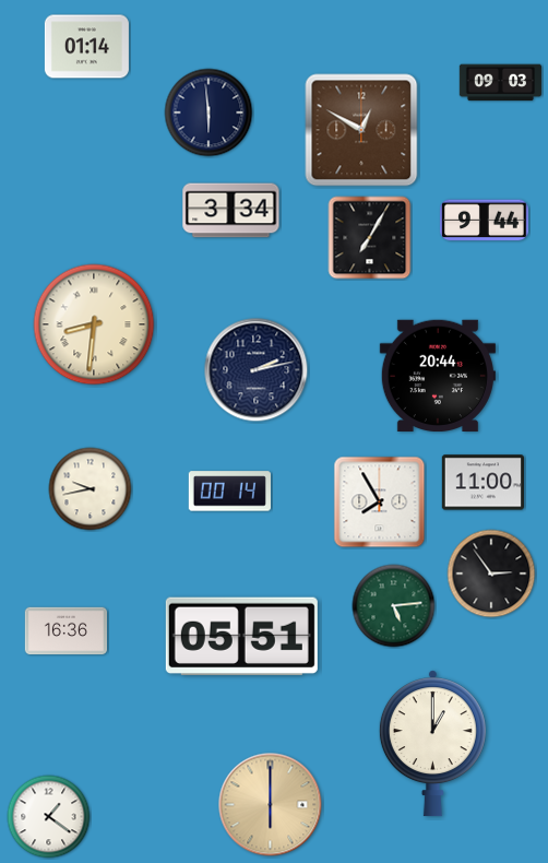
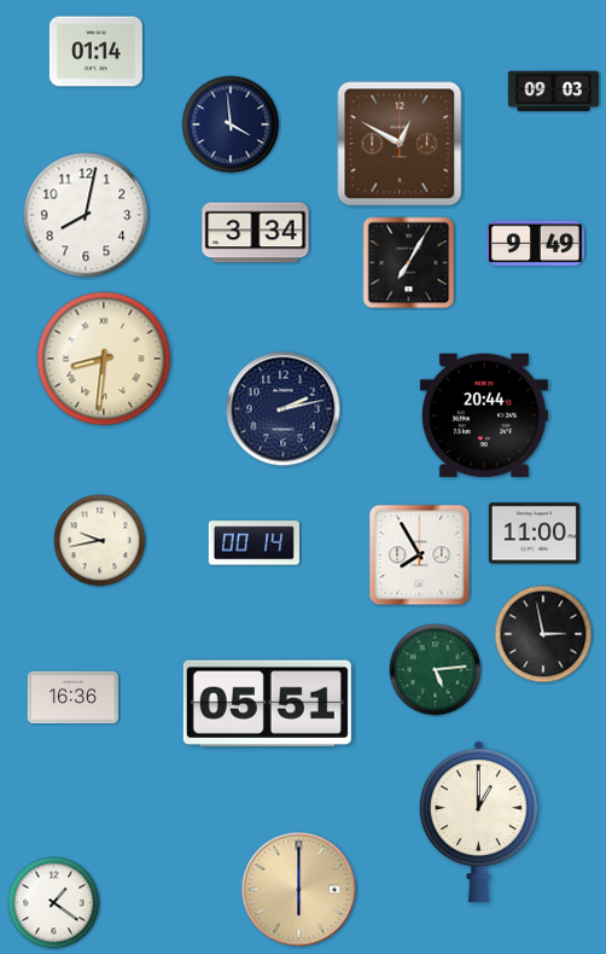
clock at (209, 113): 5:59 -> 3:59
clock at (86, 215): none -> 8:02
clock at (485, 221): 9:44 -> 9:49
clock at (491, 574): 2:54 -> 2:58
